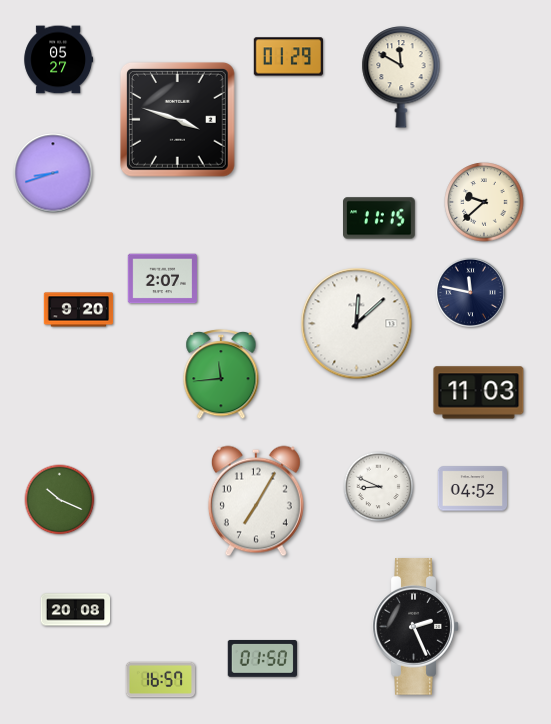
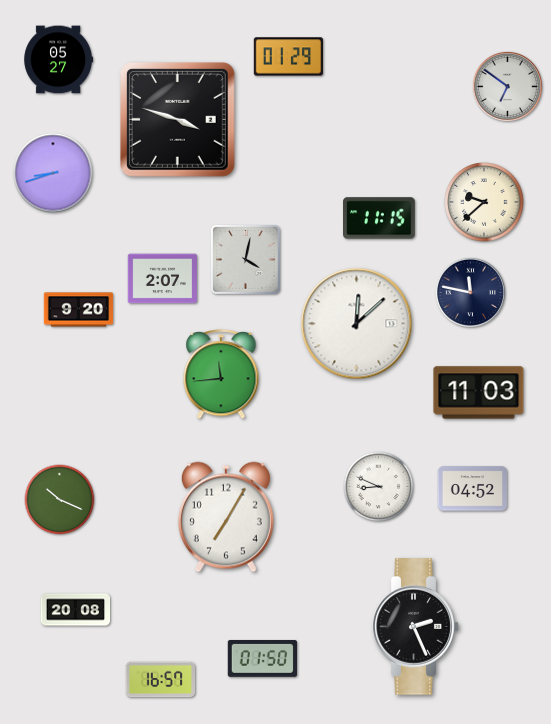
clock at (401, 77): 11:50 -> none
clock at (507, 86): none -> 6:51
clock at (246, 260): none -> 4:02
clock at (256, 501) position: (256, 501) -> (226, 517)
